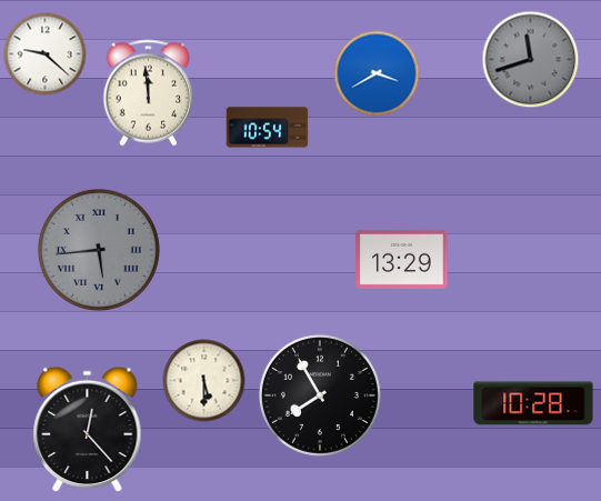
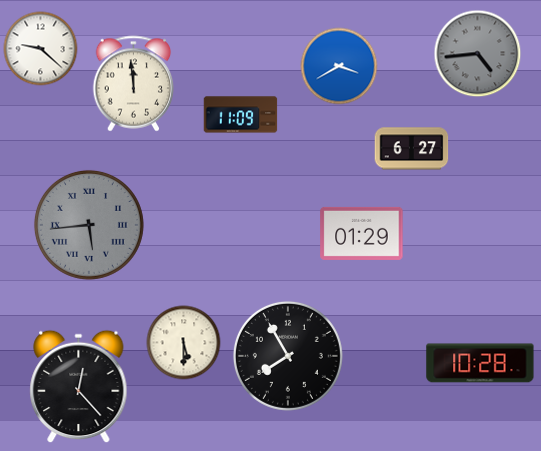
clock at (531, 60): 11:42 -> 4:44
clock at (268, 128): 10:54 -> 11:09
clock at (412, 149): none -> 6:27
clock at (402, 259): 13:29 -> 01:29
